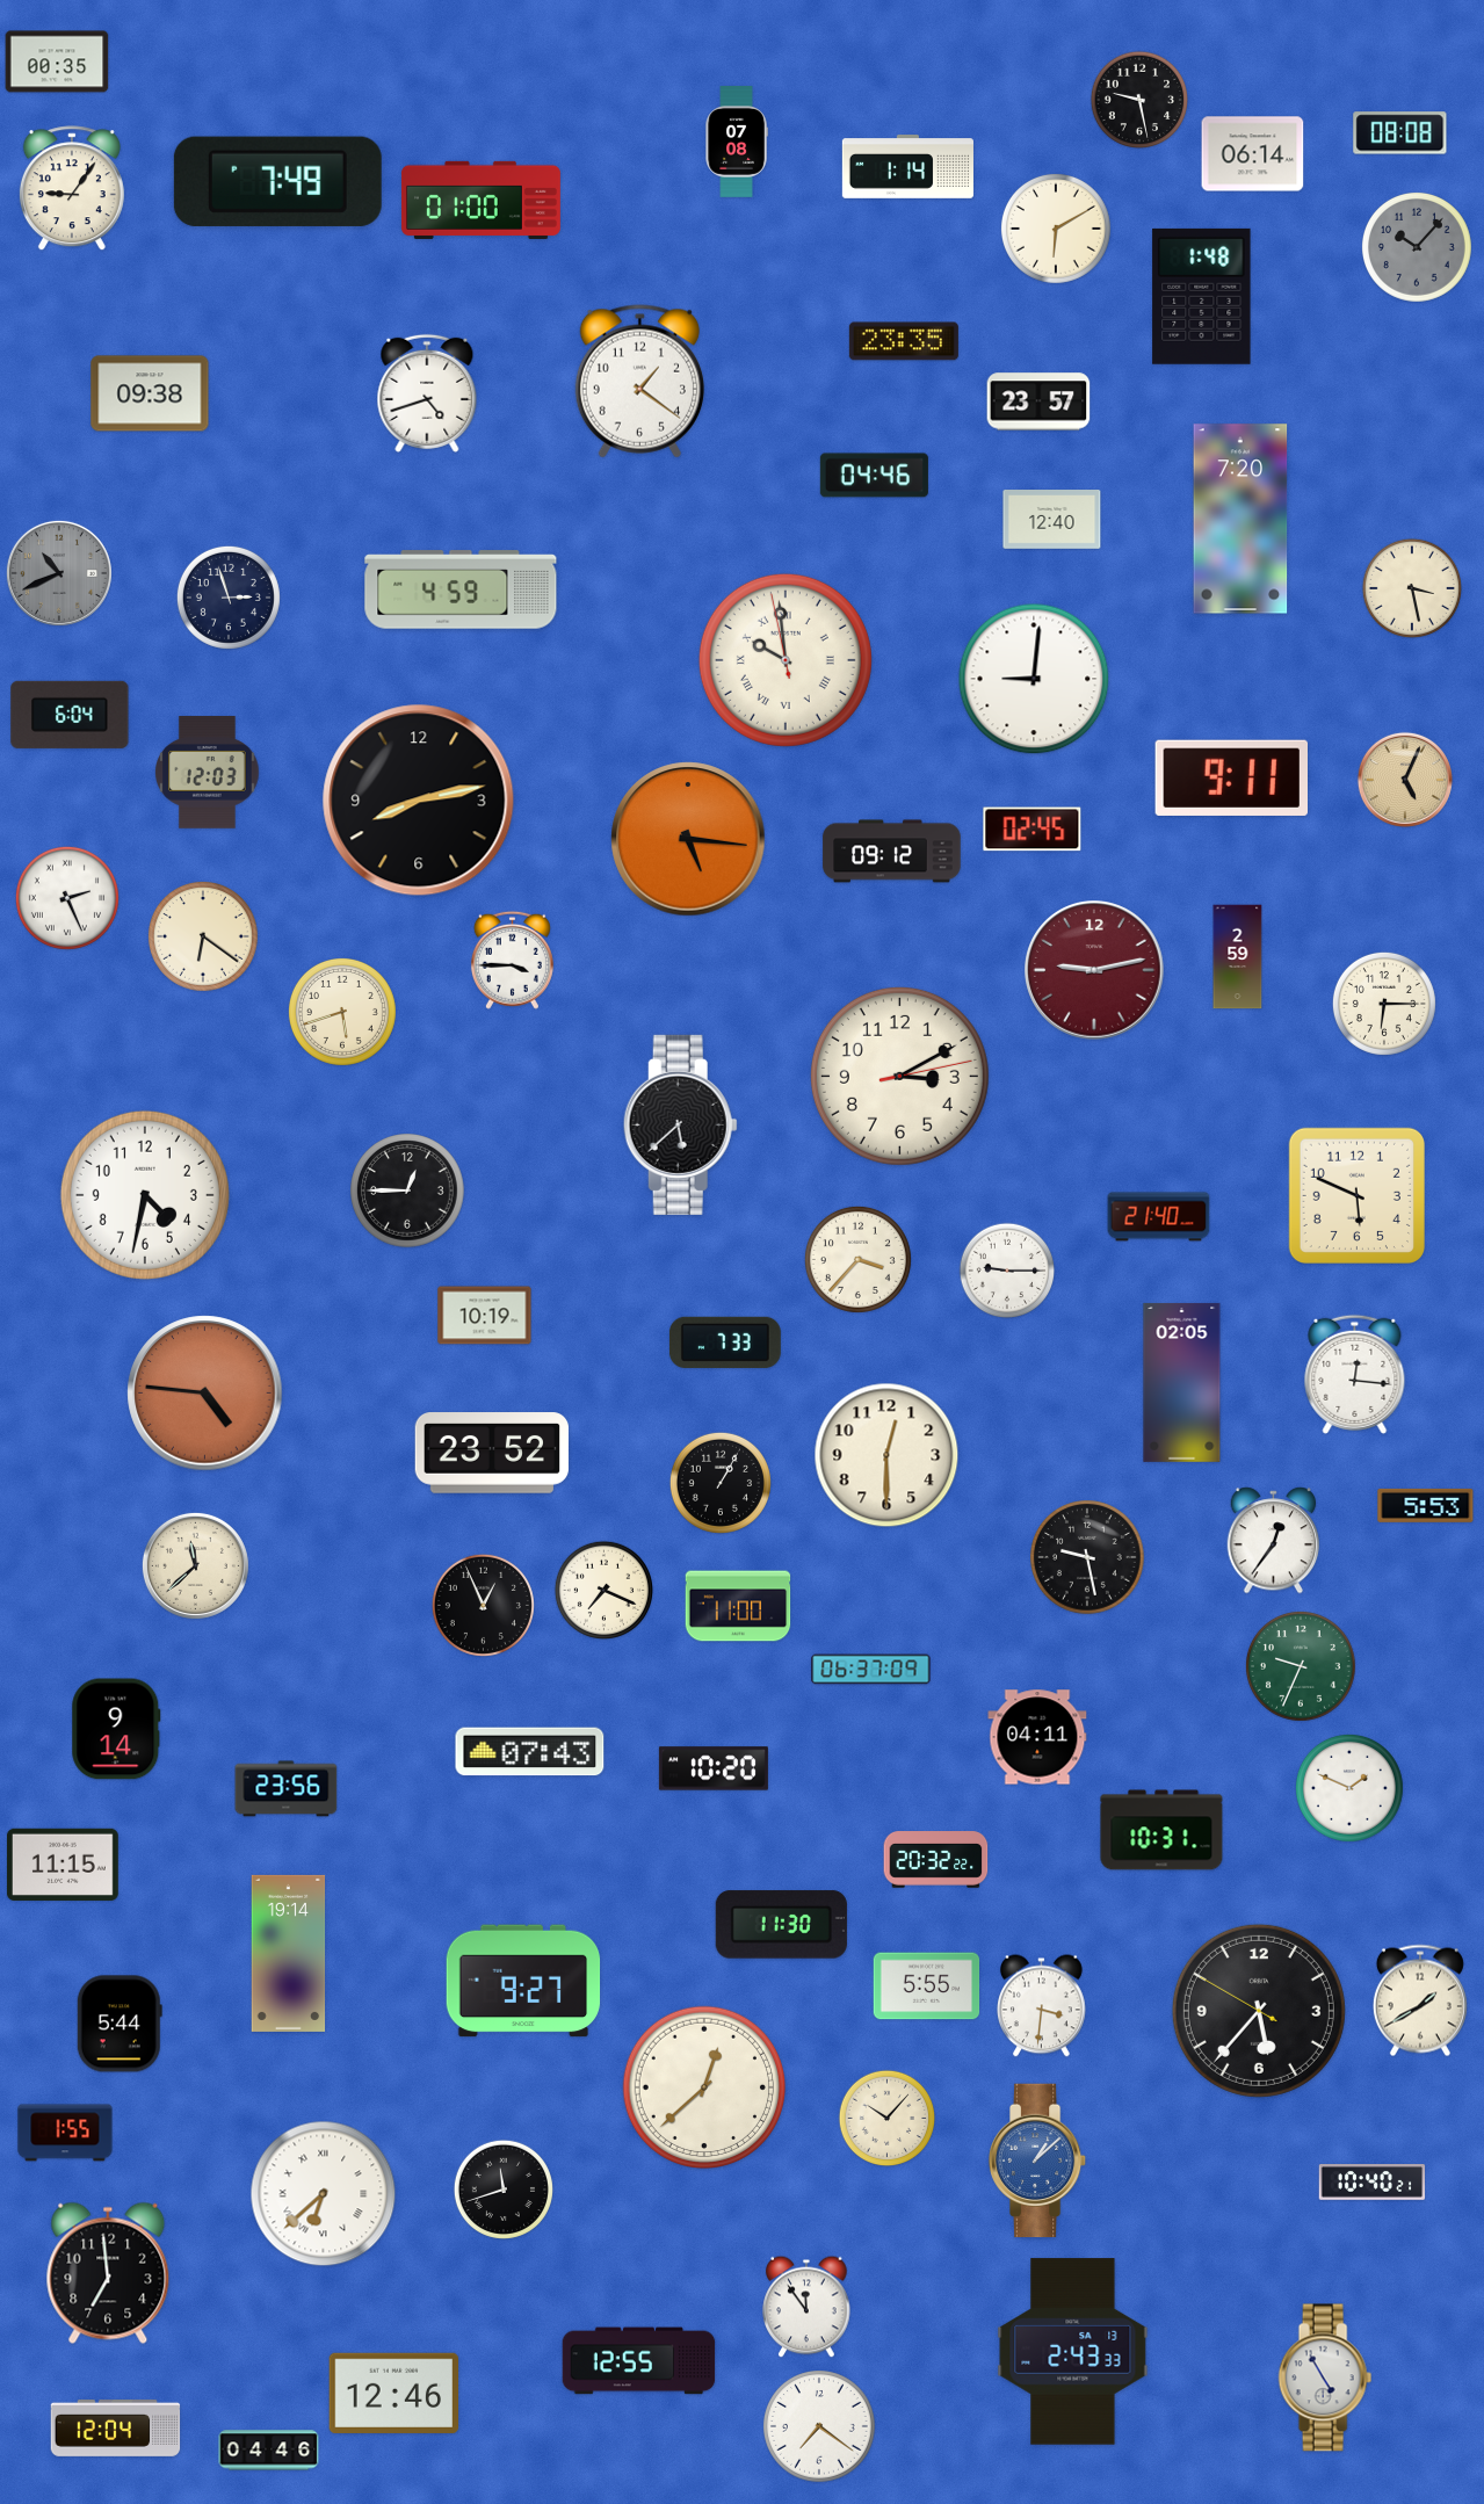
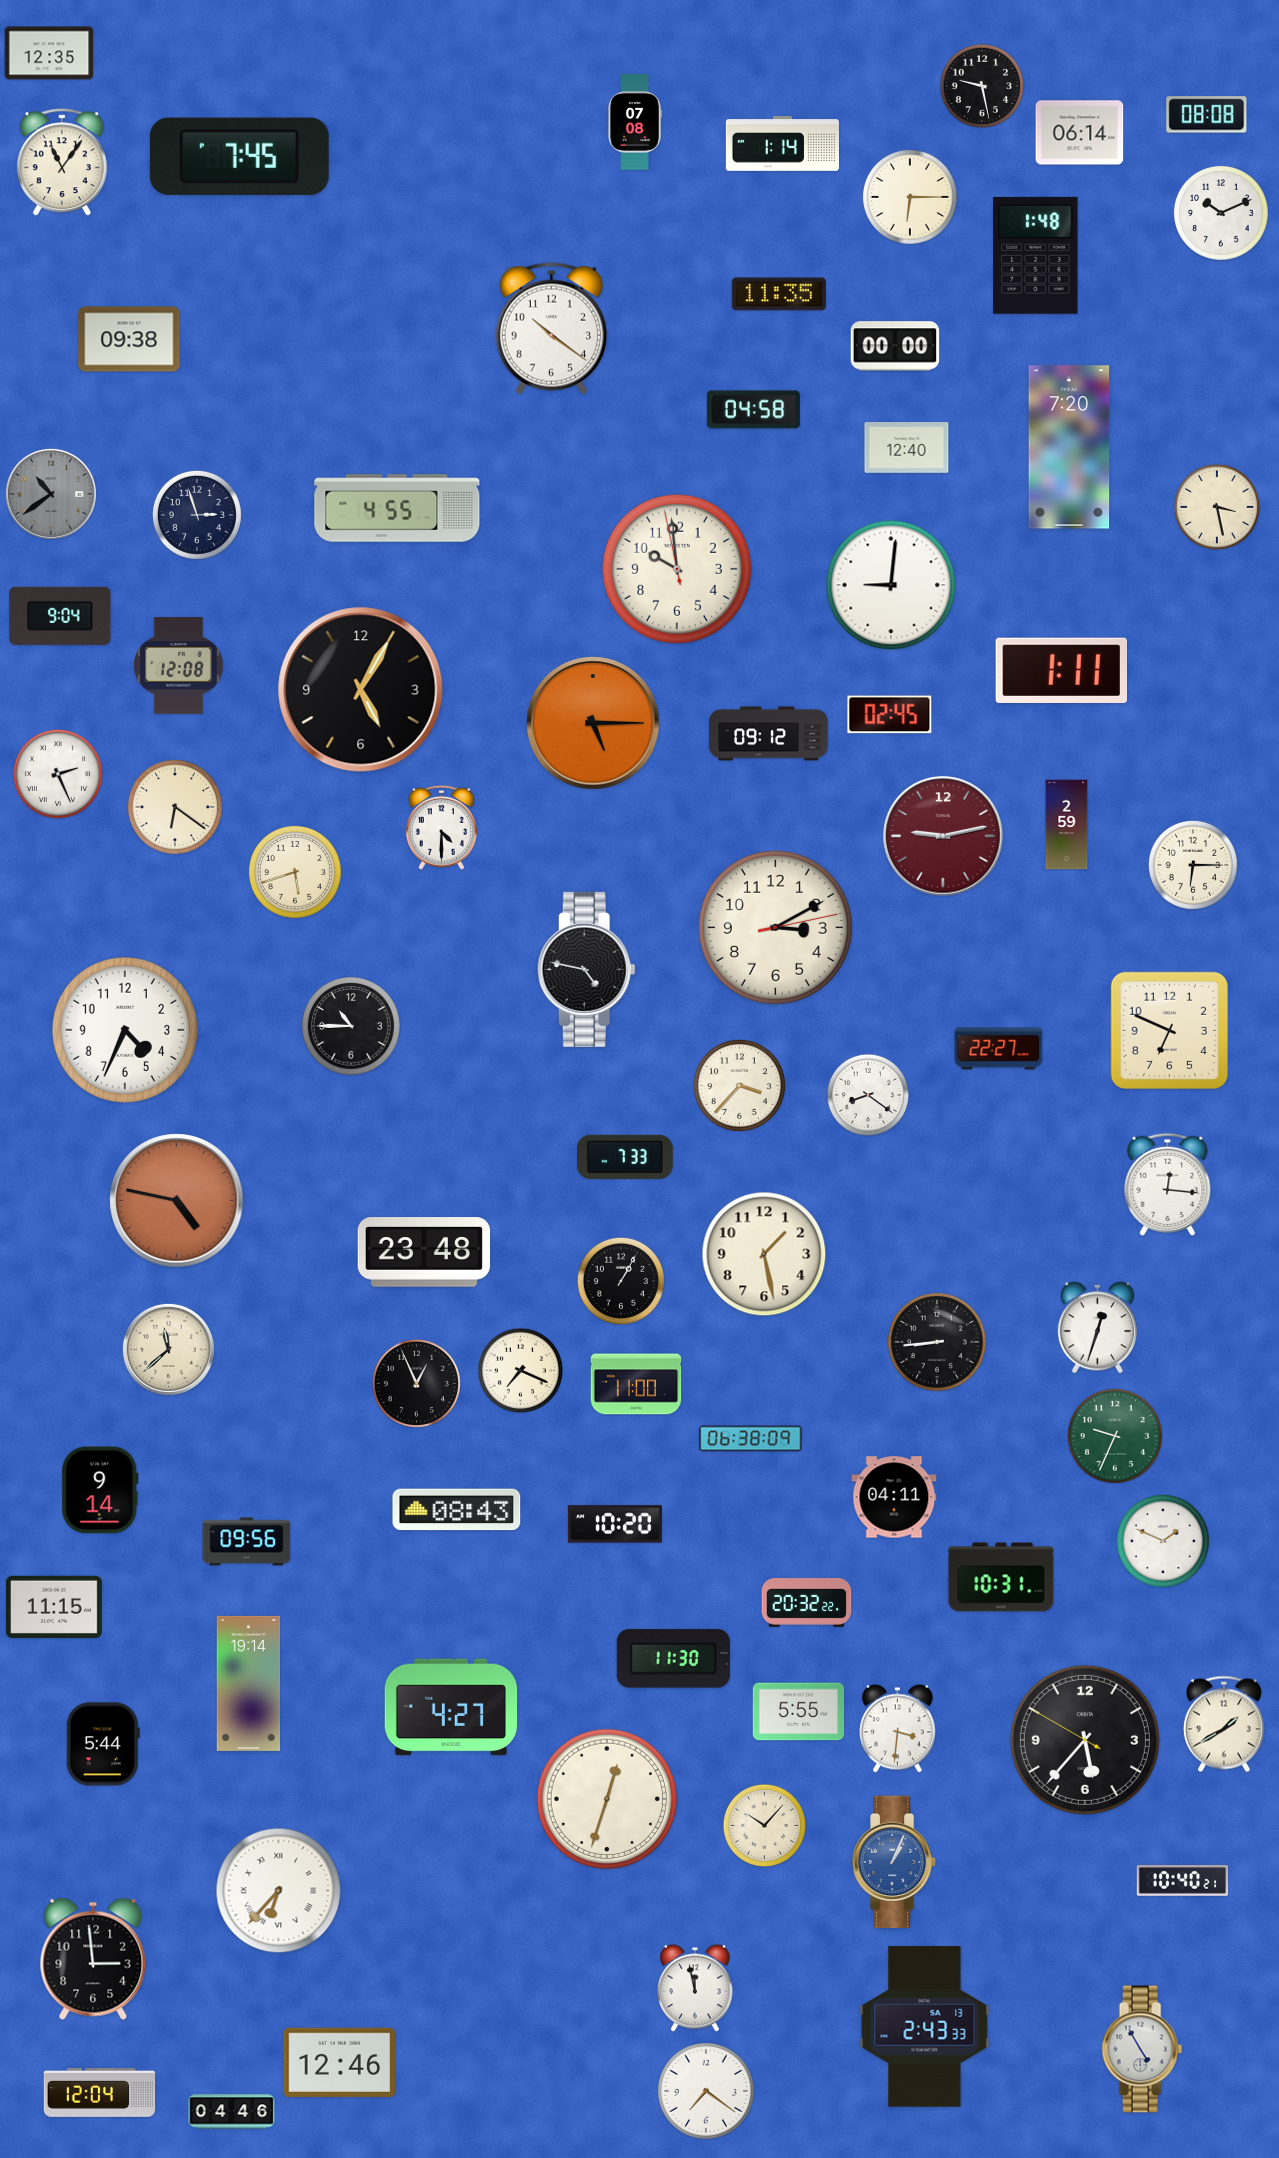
clock at (57, 61): 00:35 -> 12:35
clock at (277, 181): 7:49 -> 7:45
clock at (72, 189): 9:06 -> 11:06
clock at (480, 200): 01:00 -> none
clock at (1057, 230): 6:10 -> 6:15
clock at (1418, 248): 10:07 -> 10:11
clock at (1418, 248) dial: grey -> white
clock at (904, 341): 23:35 -> 11:35
clock at (639, 382): 1:21 -> 10:21
clock at (427, 393): 4:42 -> none
clock at (1038, 401): 23:57 -> 00:00
clock at (874, 476): 04:46 -> 04:58
clock at (59, 573): 10:41 -> 10:39
clock at (461, 589): 4:59 -> 4:55
clock at (786, 660) numerals: Roman -> Arabic
clock at (70, 715): 6:04 -> 9:04
clock at (208, 773): 12:03 -> 12:08
clock at (1231, 777): 9:11 -> 1:11
clock at (1405, 780): 5:04 -> none
clock at (419, 801): 8:13 -> 5:05
clock at (688, 839): 5:16 -> 5:15
clock at (512, 960): 3:45 -> 4:30
clock at (680, 1124): 5:38 -> 4:47
clock at (407, 1191): 12:45 -> 10:45
clock at (145, 1195): 4:32 -> 4:34
clock at (1356, 1195): 5:49 -> 6:49
clock at (1159, 1217): 21:40 -> 22:27
clock at (1007, 1271): 9:15 -> 8:21
clock at (485, 1316): 10:19 -> none
clock at (1182, 1382): 02:05 -> none
clock at (205, 1394): 4:46 -> 4:47
clock at (492, 1453): 23:52 -> 23:48
clock at (886, 1455): 12:30 -> 1:28
clock at (721, 1483) position: (721, 1483) -> (621, 1281)
clock at (1426, 1505): 5:53 -> none
clock at (1274, 1541): 12:36 -> 12:33
clock at (1087, 1557): 9:28 -> 8:44
clock at (1302, 1667) position: (1302, 1667) -> (1116, 1437)
clock at (871, 1670): 06:37 -> 06:38
clock at (530, 1752): 07:43 -> 08:43
clock at (287, 1789): 23:56 -> 09:56
clock at (523, 1981): 9:27 -> 4:27
clock at (1259, 2011) position: (1259, 2011) -> (1085, 1740)
clock at (703, 2086): 12:38 -> 12:33
clock at (65, 2133): 1:55 -> none
clock at (1037, 2161): 1:08 -> 1:04
clock at (504, 2190): 11:42 -> none
clock at (324, 2194): 6:38 -> 6:37
clock at (108, 2273): 6:59 -> 2:59
clock at (806, 2307): 11:54 -> 11:58
clock at (639, 2361): 12:55 -> none
